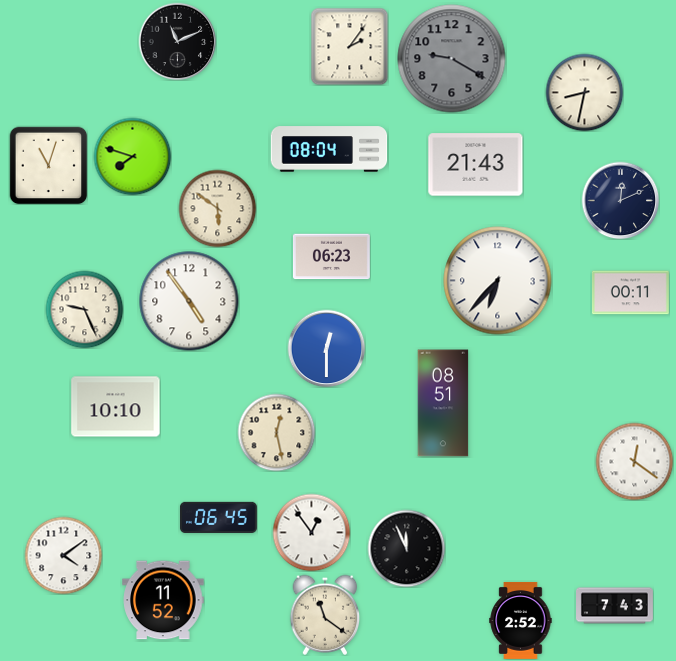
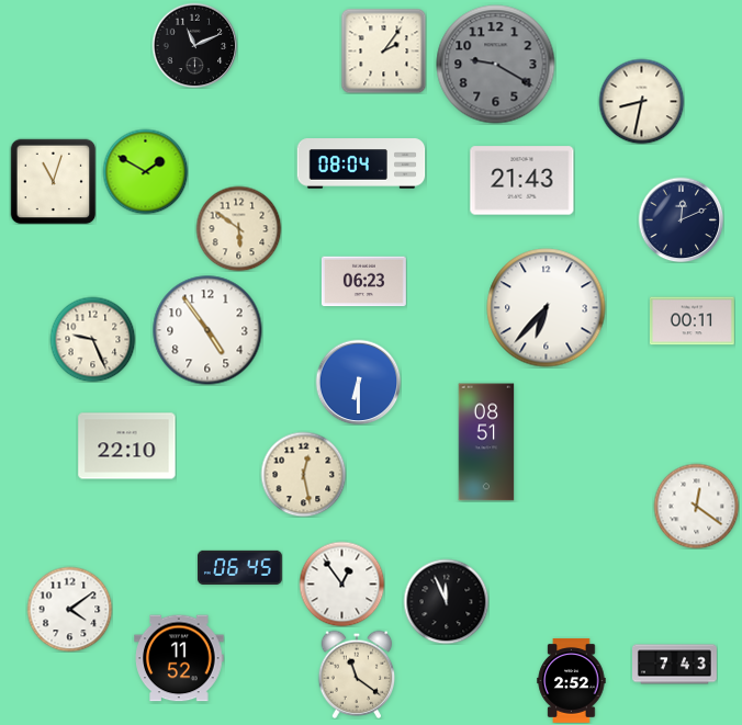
clock at (132, 156): 7:48 -> 1:50
clock at (326, 348): 12:30 -> 6:30
clock at (116, 407): 10:10 -> 22:10
